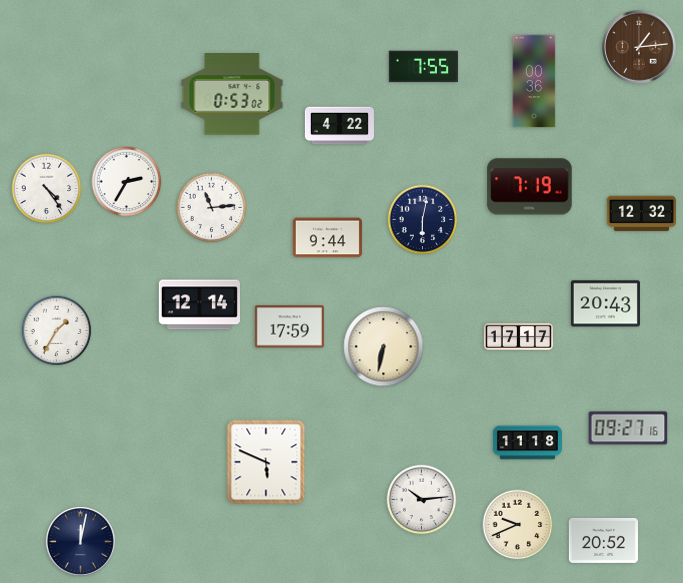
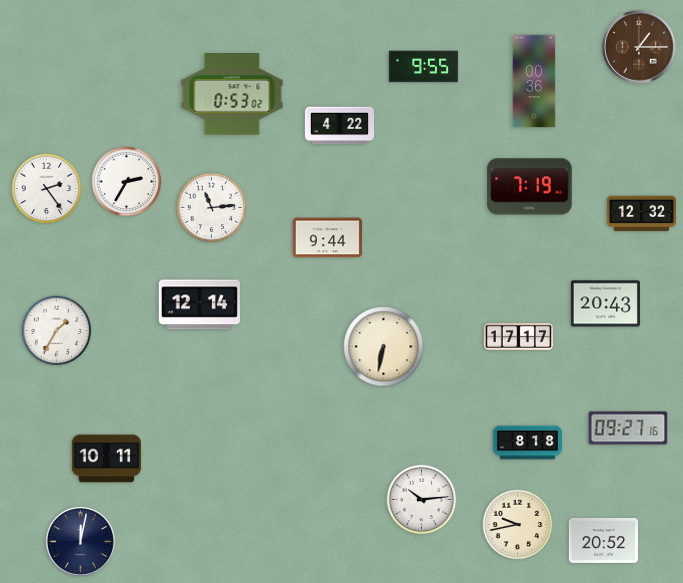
clock at (639, 47): 1:14 -> 1:15
clock at (423, 67): 7:55 -> 9:55
clock at (47, 189): 4:24 -> 2:24
clock at (423, 220): 6:02 -> none
clock at (289, 327): 17:59 -> none
clock at (527, 443): 11:18 -> 8:18
clock at (106, 459): none -> 10:11
clock at (266, 462): 5:49 -> none
clock at (518, 525): 9:41 -> 9:43
